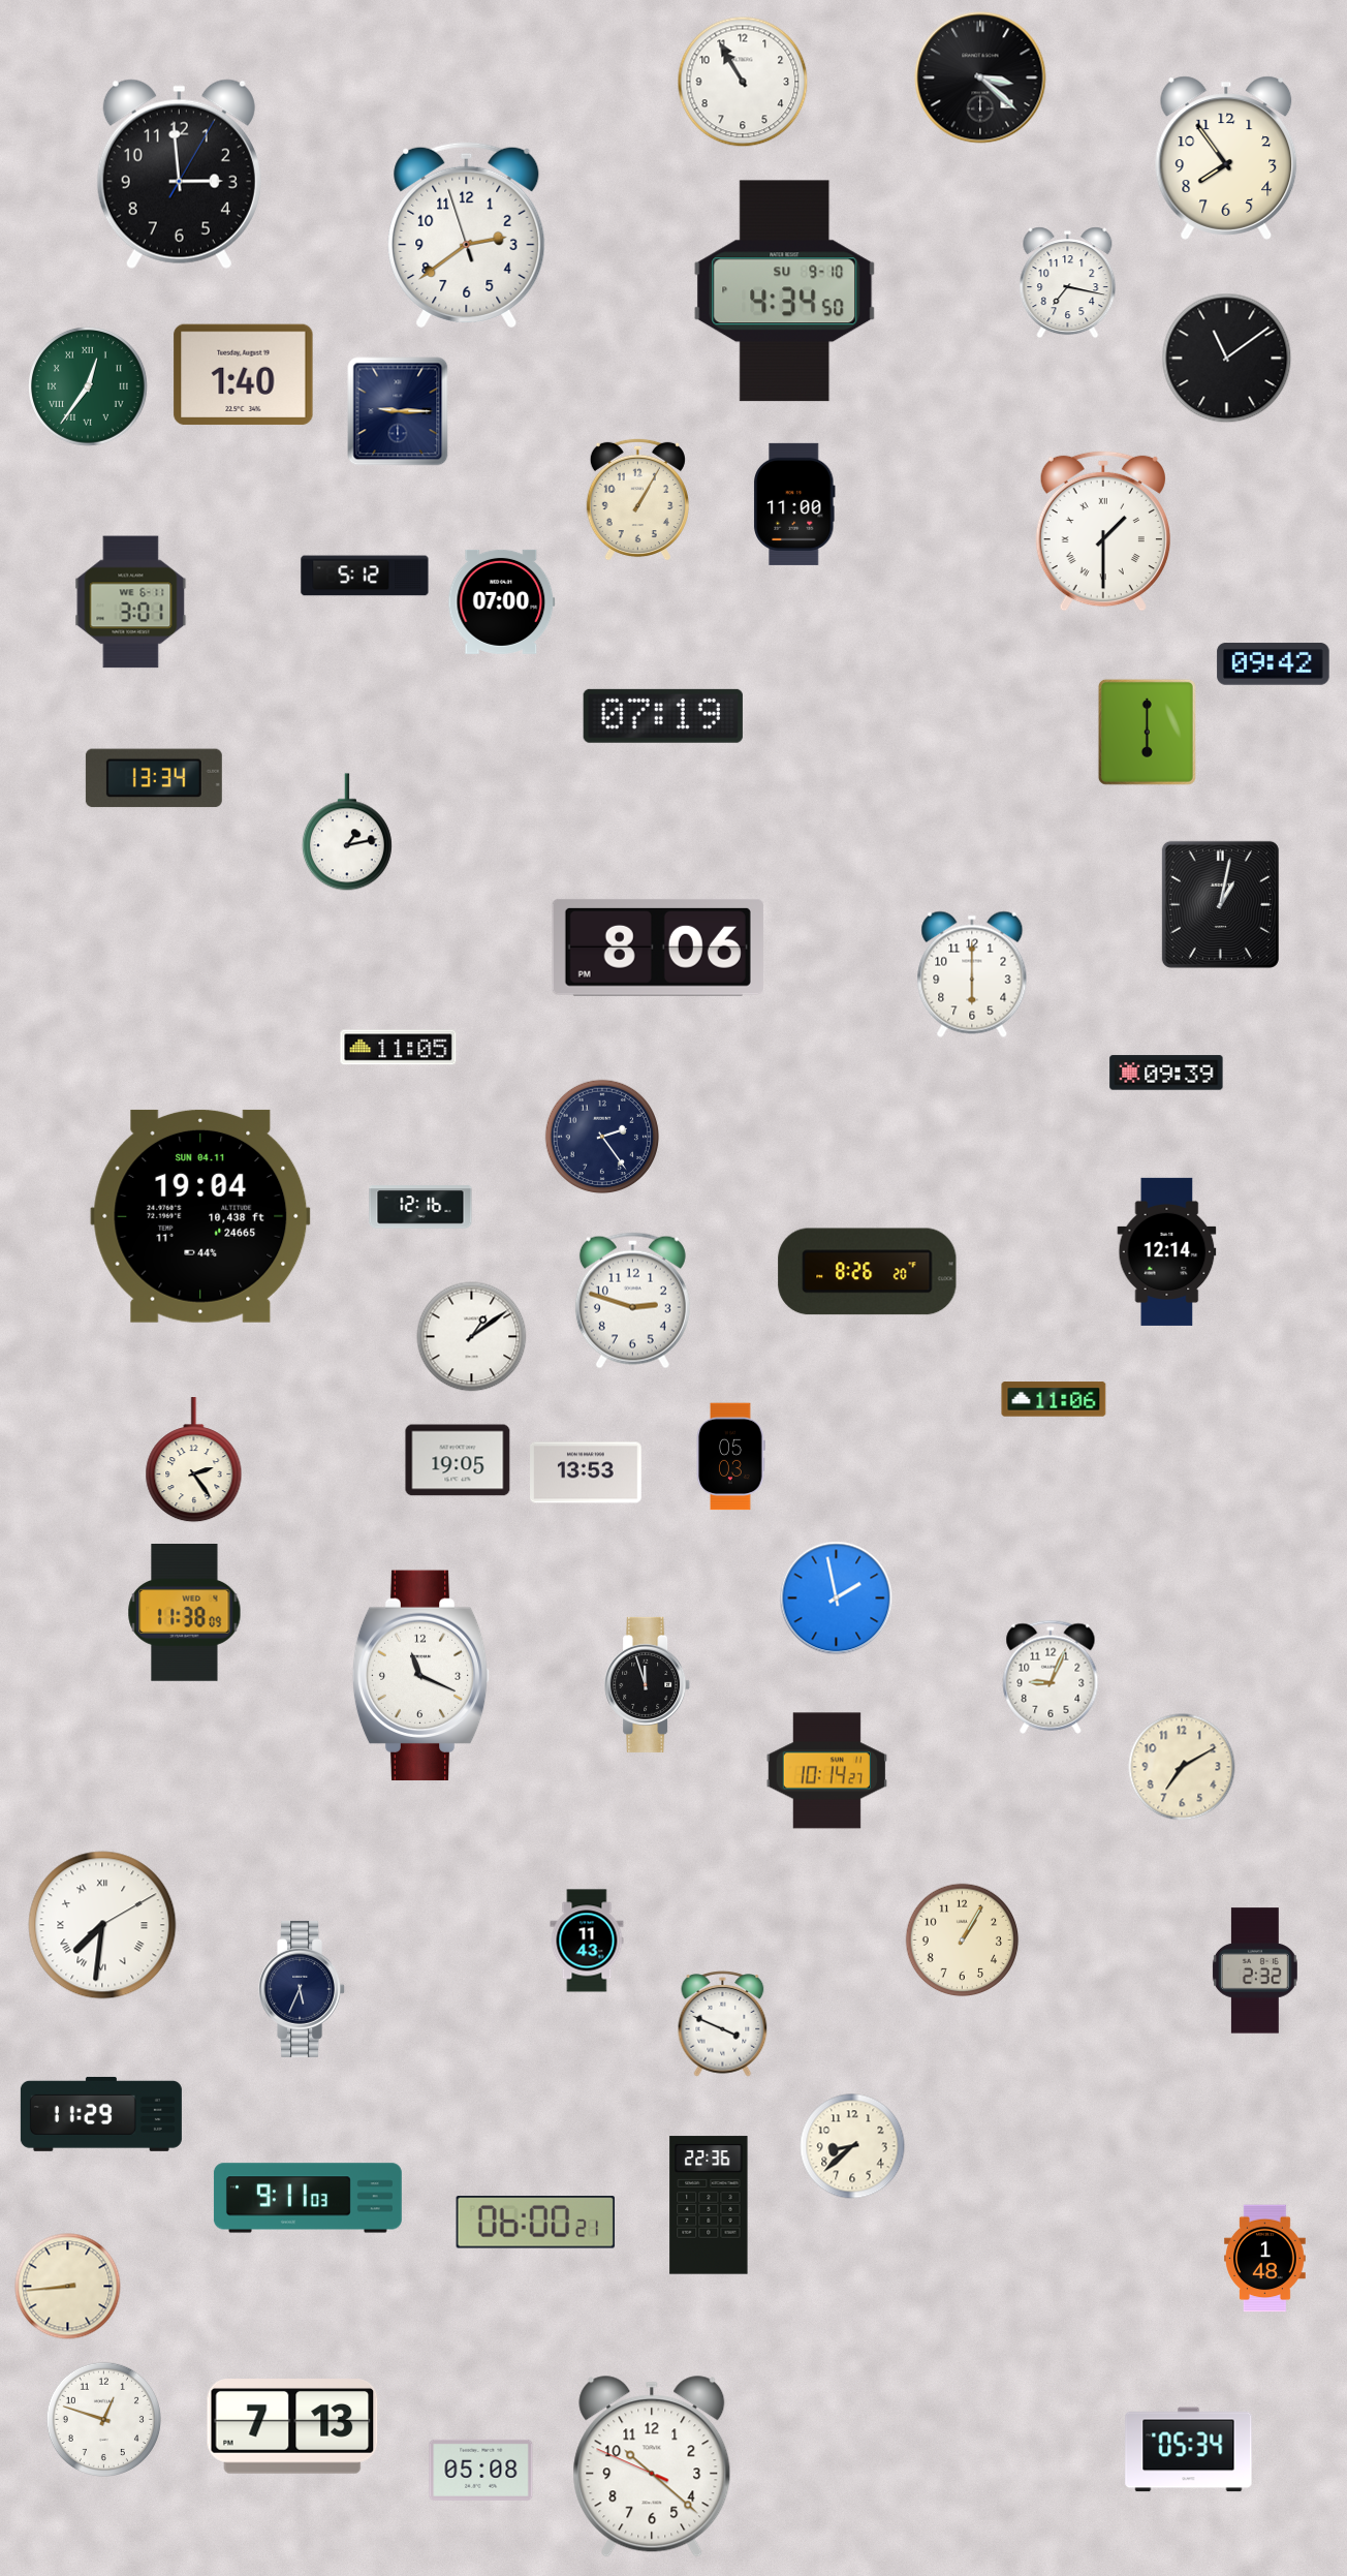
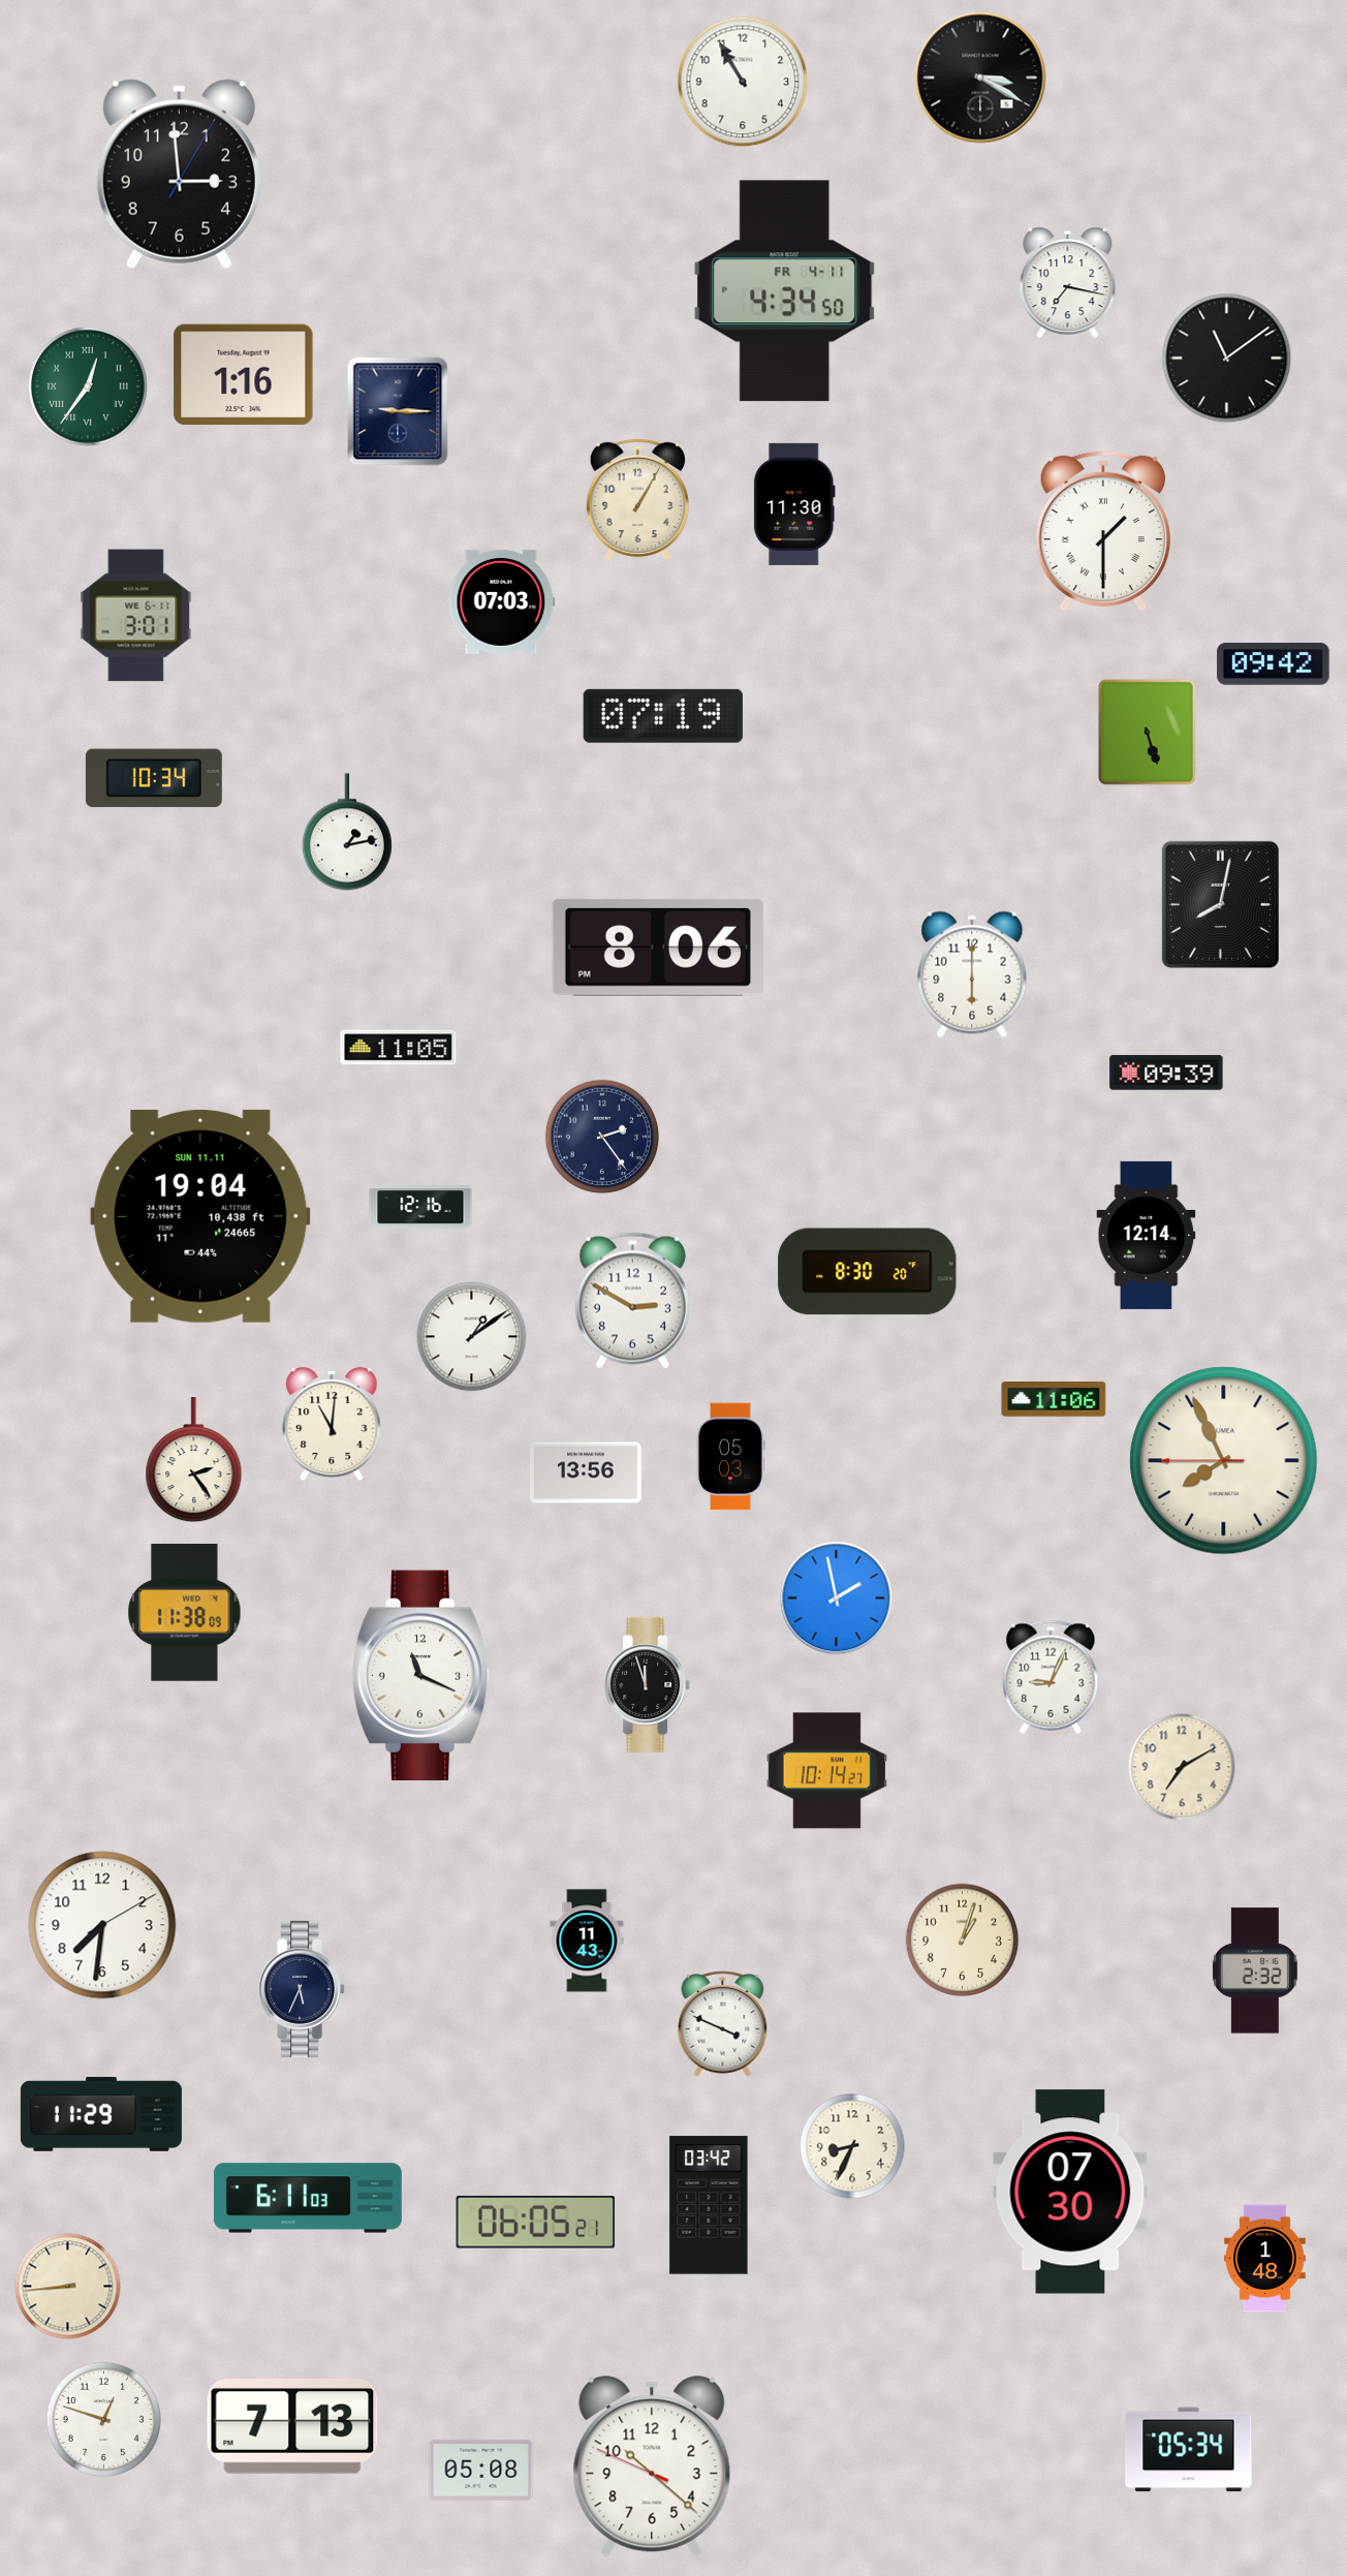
clock at (980, 77): 3:22 -> 3:20
clock at (1226, 158): 7:54 -> none
clock at (467, 235): 2:38 -> none
clock at (785, 291) date: SU 9-10 -> FR 4-11
clock at (244, 375): 1:40 -> 1:16
clock at (795, 504): 11:00 -> 11:30
clock at (365, 576): 5:12 -> none
clock at (502, 601): 07:00 -> 07:03
clock at (131, 602) position: (131, 602) -> (136, 616)
clock at (1147, 732): 6:00 -> 5:27
clock at (154, 778): 13:34 -> 10:34
clock at (1220, 904): 1:02 -> 8:02
clock at (200, 1216) date: SUN 04.11 -> SUN 11.11
clock at (1167, 1251) position: (1167, 1251) -> (1147, 1235)
clock at (868, 1272): 8:26 -> 8:30
clock at (632, 1301): 2:48 -> 2:50
clock at (332, 1424): none -> 11:01
clock at (458, 1460): 19:05 -> none
clock at (1224, 1461): none -> 7:55
clock at (586, 1472): 13:53 -> 13:56
clock at (102, 1925) numerals: Roman -> Arabic
clock at (963, 1941): 1:05 -> 1:03
clock at (852, 2146): 8:38 -> 8:34
clock at (1070, 2192): none -> 07:30
clock at (308, 2198): 9:11 -> 6:11
clock at (709, 2205): 22:36 -> 03:42
clock at (535, 2223): 06:00 -> 06:05
